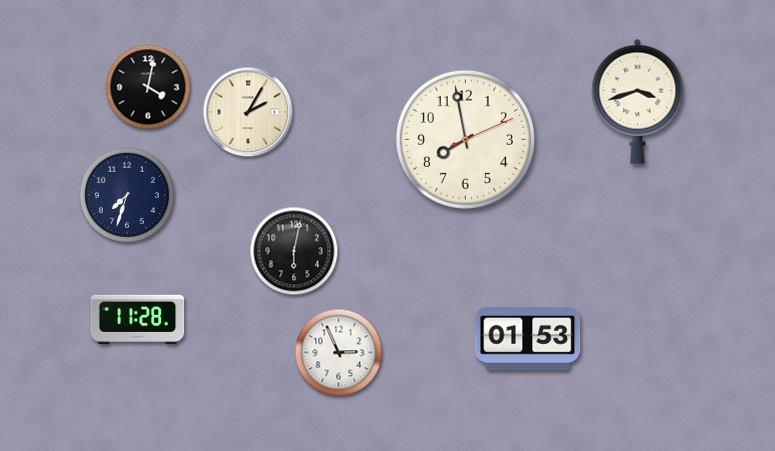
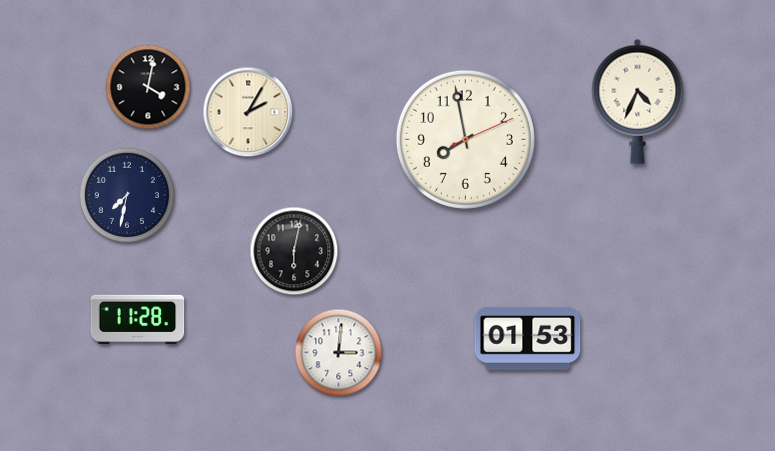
clock at (638, 101): 3:42 -> 4:34
clock at (127, 195): 7:33 -> 7:32
clock at (339, 353): 2:56 -> 3:01
